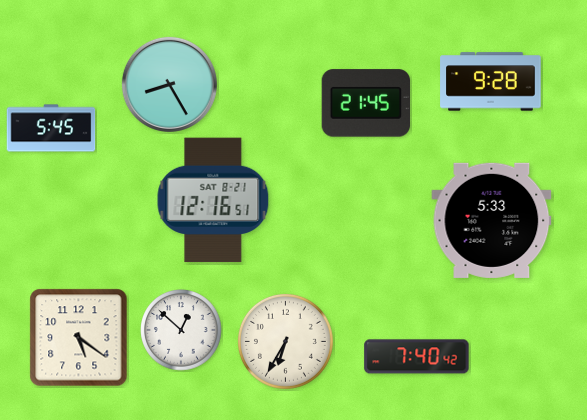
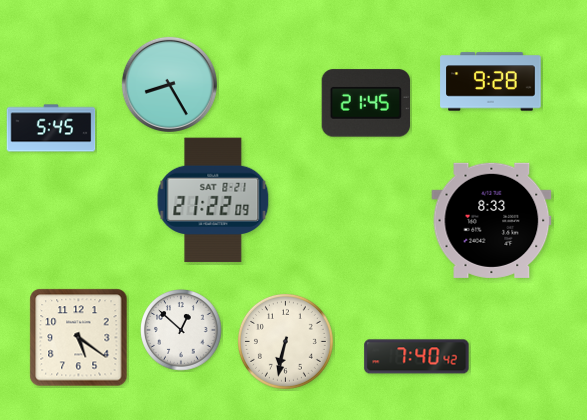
clock at (213, 200): 12:16 -> 21:22
clock at (492, 220): 5:33 -> 8:33
clock at (285, 341): 6:35 -> 6:32
